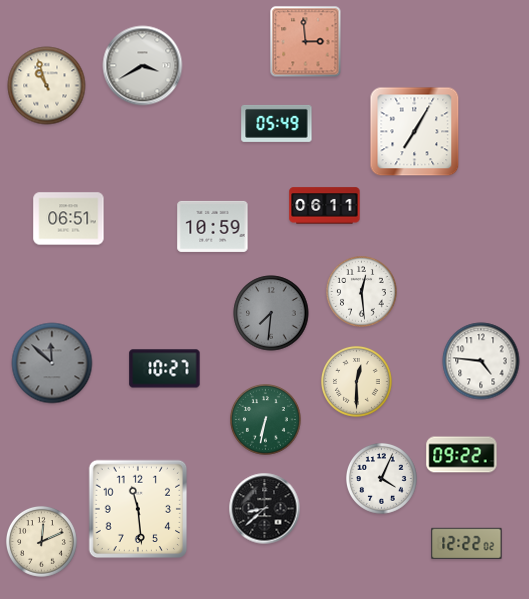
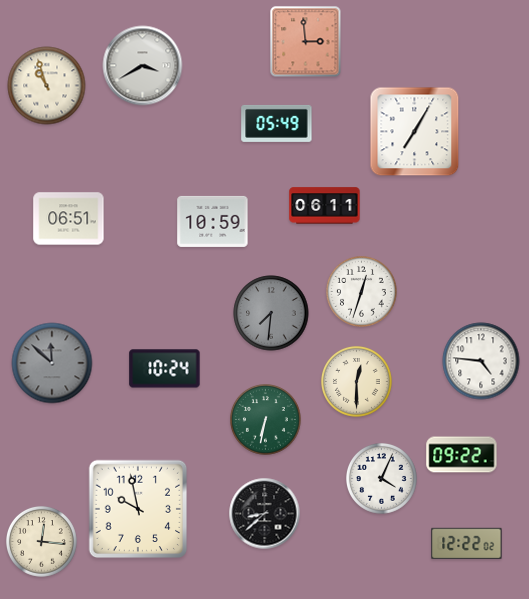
clock at (213, 226) position: (213, 226) -> (213, 221)
clock at (362, 292): 12:29 -> 12:33
clock at (165, 369): 10:27 -> 10:24
clock at (138, 509): 11:29 -> 9:58
clock at (265, 509) position: (265, 509) -> (265, 514)
clock at (42, 542): 12:11 -> 12:16
